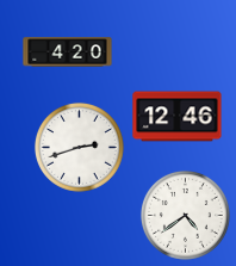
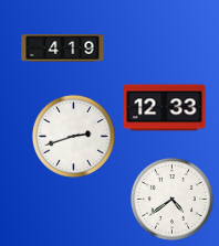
clock at (68, 52): 4:20 -> 4:19
clock at (178, 117): 12:46 -> 12:33
